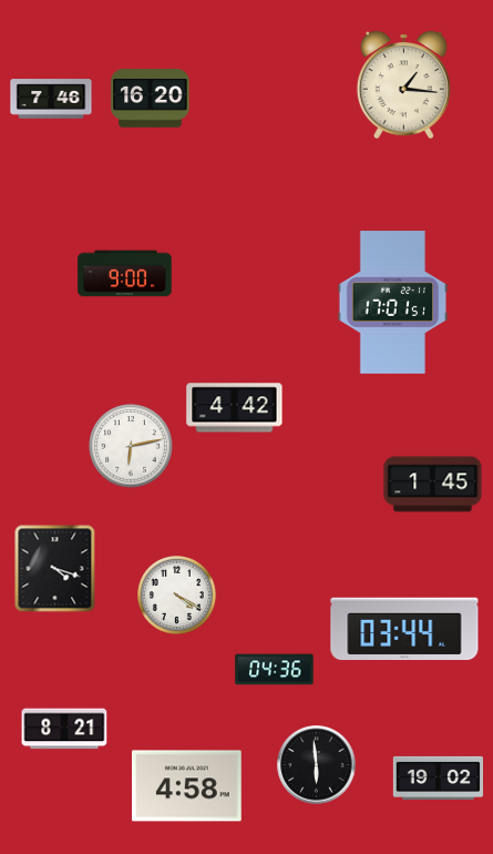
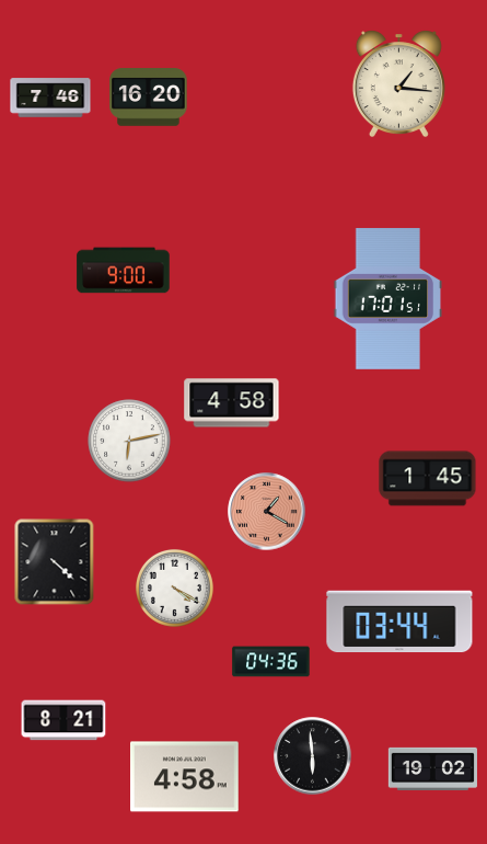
clock at (235, 408): 4:42 -> 4:58
clock at (267, 512): none -> 1:20
clock at (55, 569): 4:18 -> 4:22
